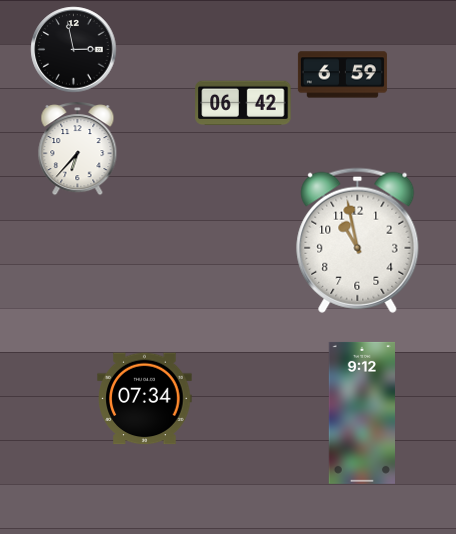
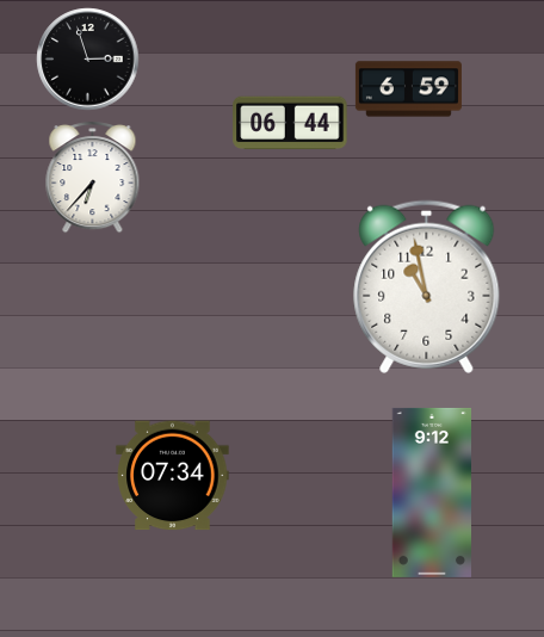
clock at (74, 50): 2:58 -> 2:57
clock at (243, 103): 06:42 -> 06:44
